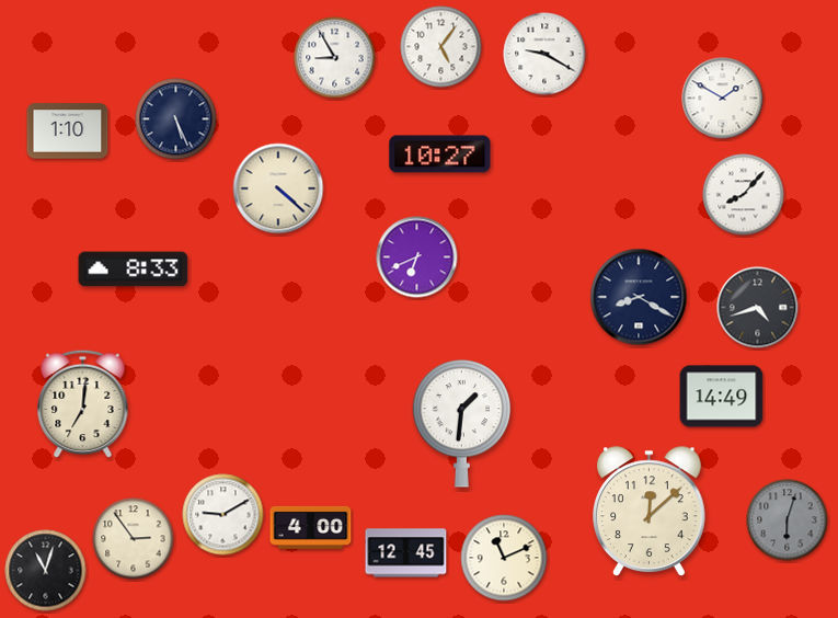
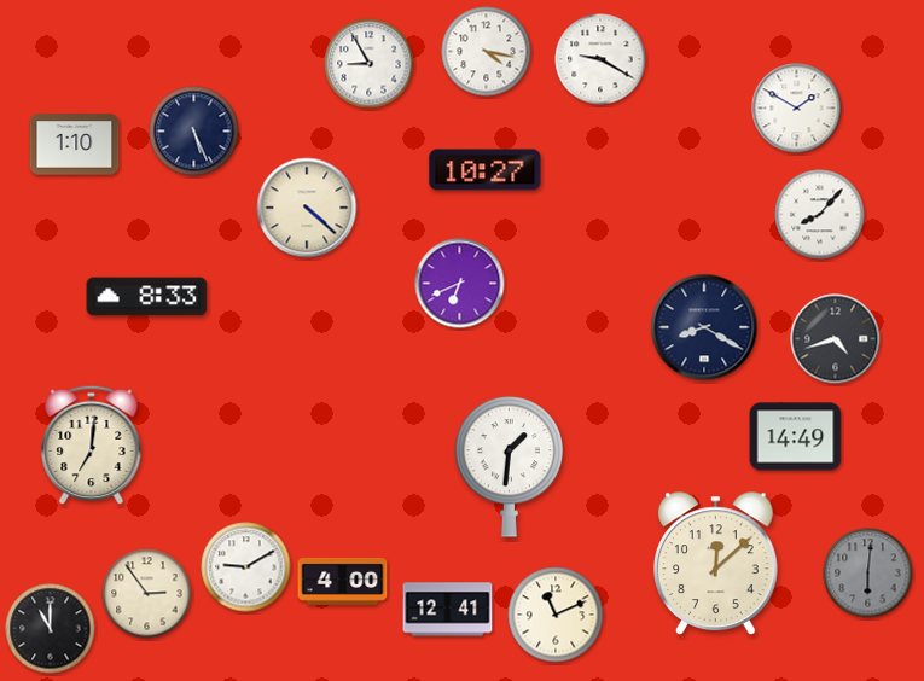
clock at (441, 47): 5:06 -> 4:17
clock at (788, 520): 6:03 -> 6:01
clock at (406, 553): 12:45 -> 12:41
clock at (46, 571): 11:03 -> 11:00
